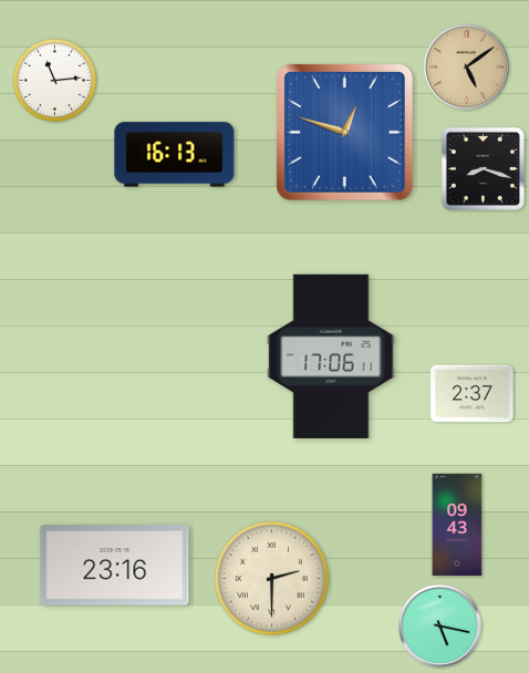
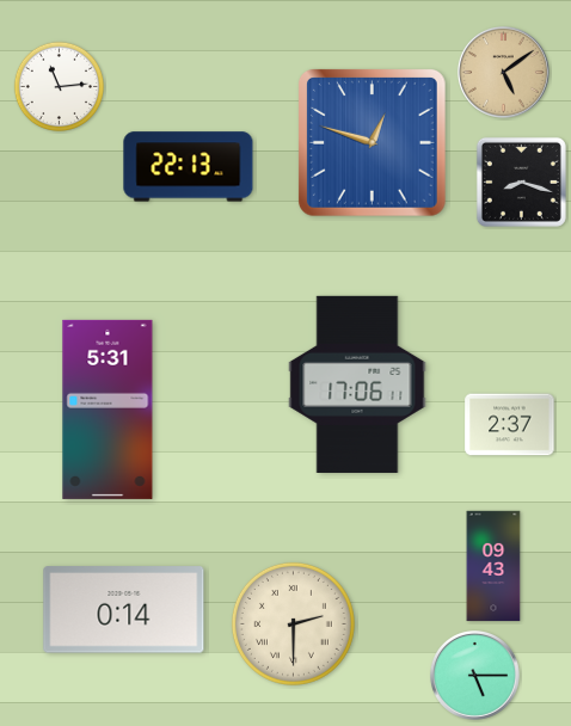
clock at (175, 155): 16:13 -> 22:13
clock at (108, 410): none -> 5:31
clock at (115, 566): 23:16 -> 0:14
clock at (440, 627): 5:17 -> 5:15
